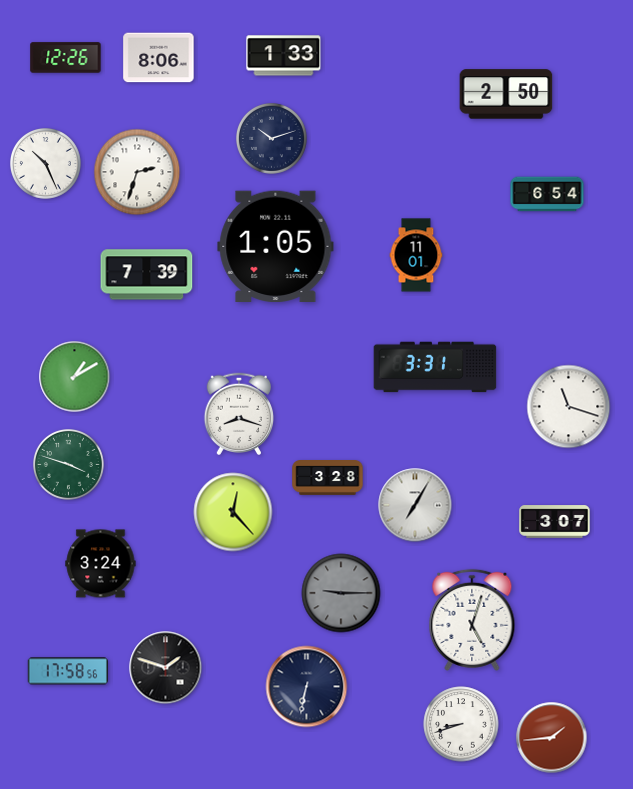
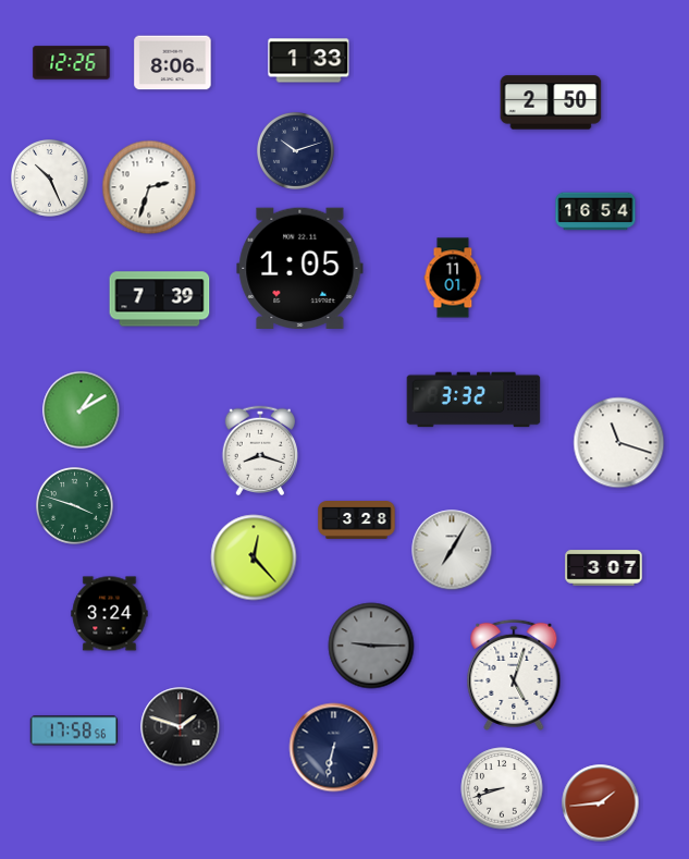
clock at (547, 194): 6:54 -> 16:54
clock at (435, 367): 3:31 -> 3:32
